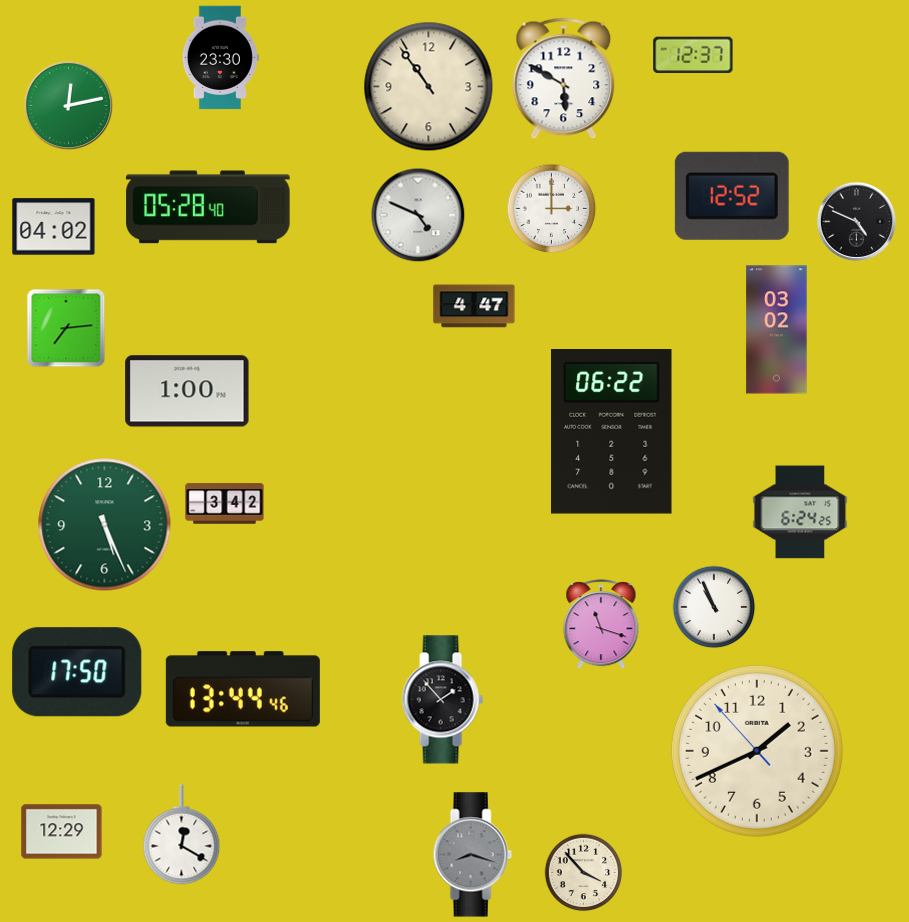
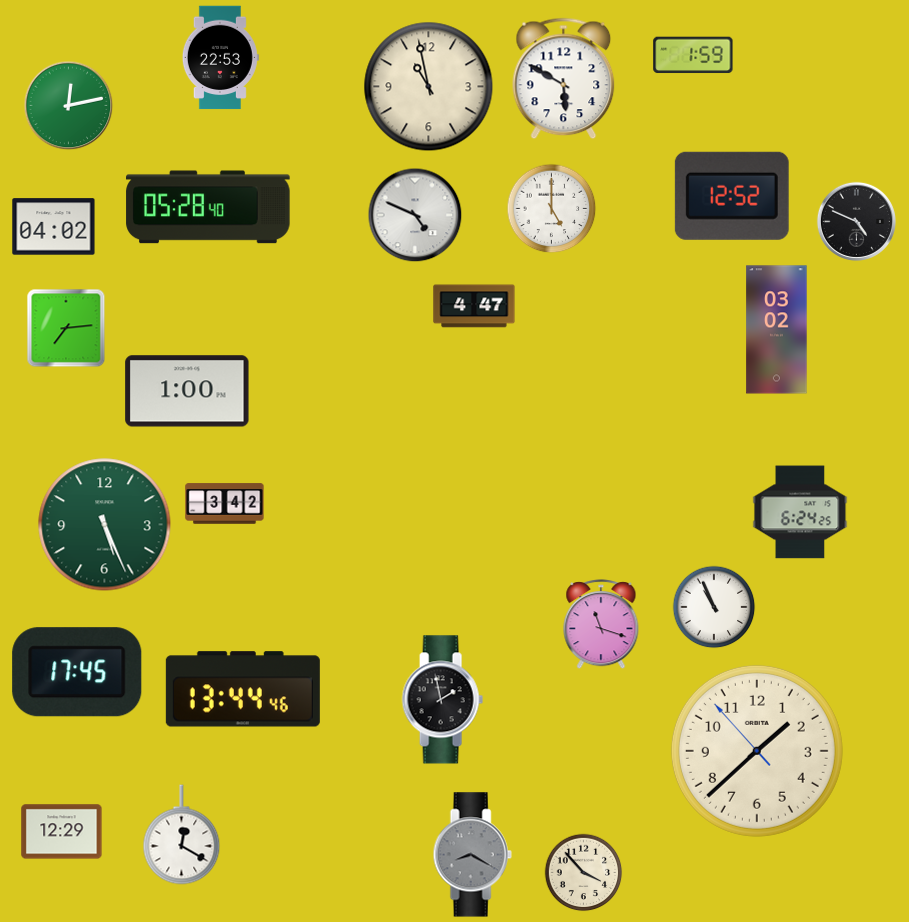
clock at (693, 55): 12:37 -> 1:59
clock at (220, 58): 23:30 -> 22:53
clock at (429, 87): 10:54 -> 10:58
clock at (551, 208): 3:00 -> 5:00
clock at (418, 215) position: (418, 215) -> (415, 215)
clock at (612, 432): 06:22 -> none
clock at (77, 672): 17:50 -> 17:45
clock at (442, 700): 1:53 -> 1:58
clock at (757, 751): 1:40 -> 1:37
clock at (472, 855): 8:18 -> 8:20
